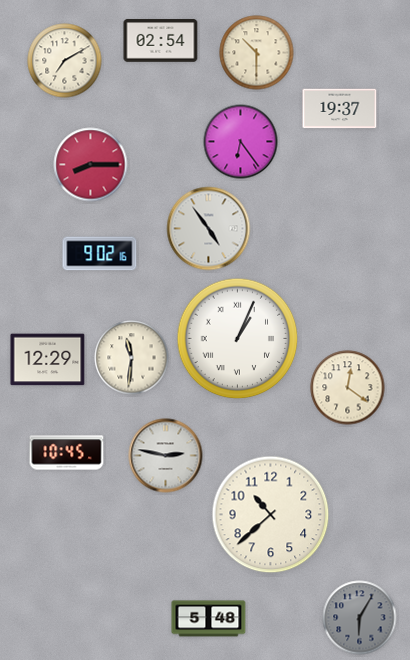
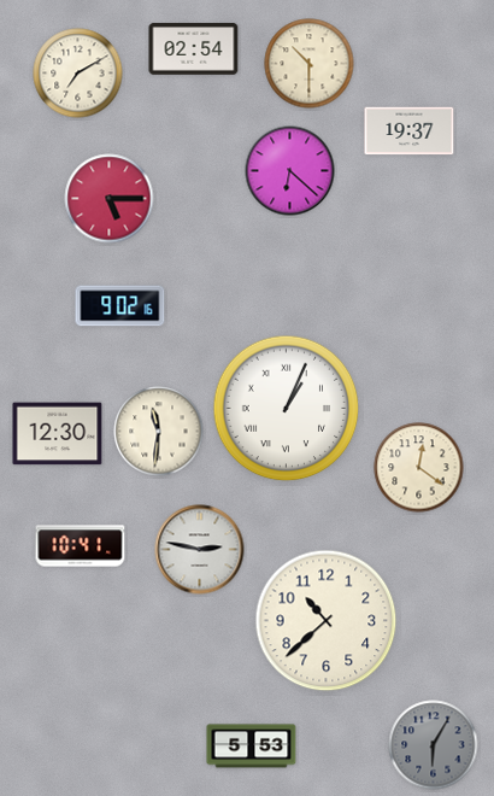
clock at (241, 142): 6:24 -> 6:22
clock at (91, 165): 8:15 -> 5:15
clock at (209, 229): 4:54 -> none
clock at (48, 360): 12:29 -> 12:30
clock at (67, 453): 10:45 -> 10:41
clock at (209, 619): 5:48 -> 5:53
